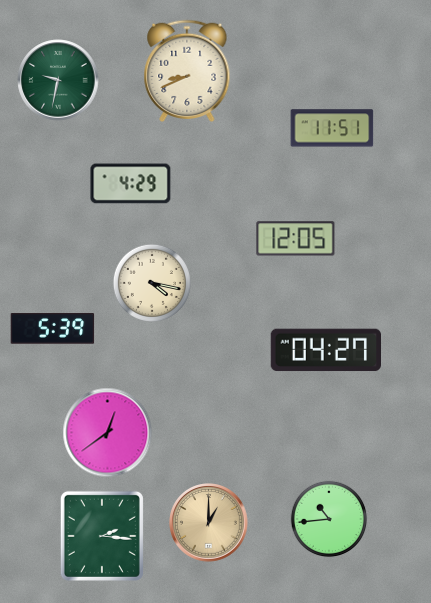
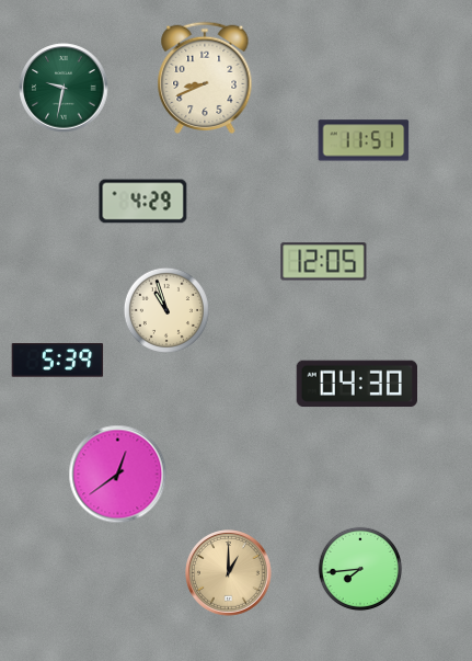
clock at (152, 283): 4:17 -> 10:57
clock at (325, 350): 04:27 -> 04:30
clock at (329, 519): 10:44 -> 7:44
clock at (102, 536): 2:16 -> none
